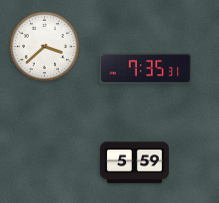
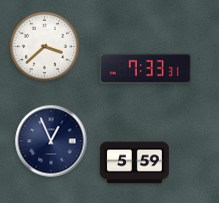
clock at (145, 69): 7:35 -> 7:33
clock at (51, 141): none -> 12:56
